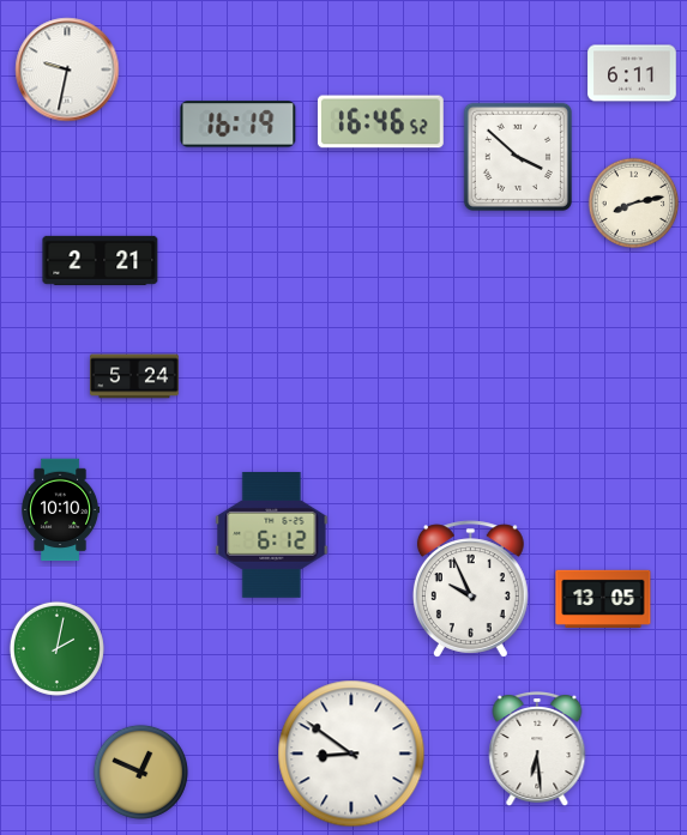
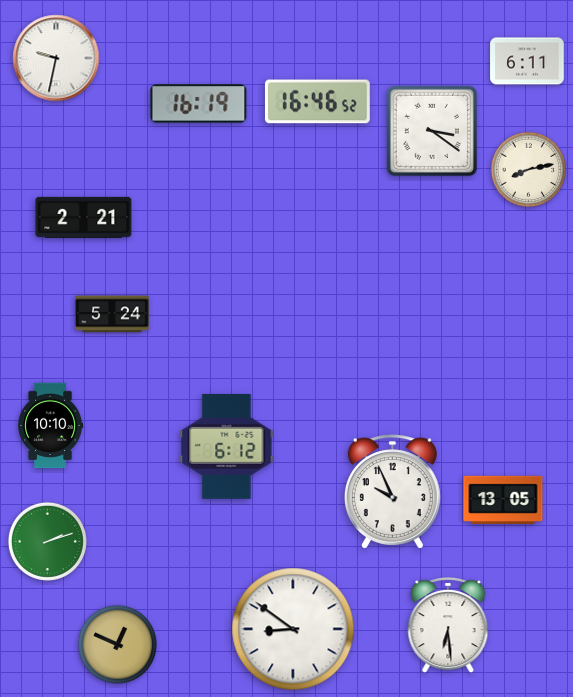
clock at (518, 157): 3:52 -> 3:21
clock at (56, 648): 2:02 -> 2:12
